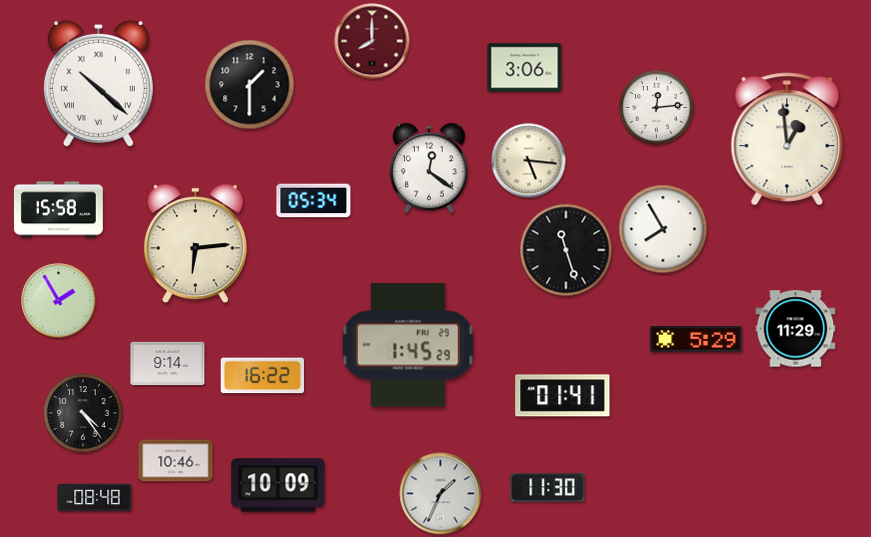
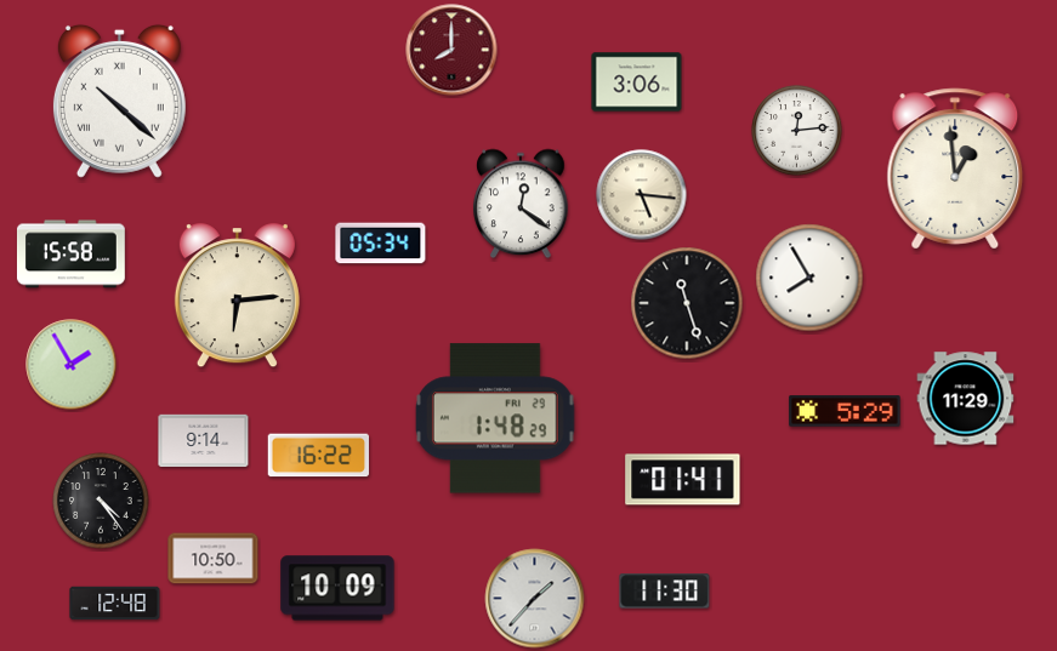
clock at (250, 85): 1:30 -> none
clock at (663, 229) position: (663, 229) -> (809, 278)
clock at (408, 345): 1:45 -> 1:48
clock at (176, 461): 10:46 -> 10:50
clock at (441, 494): 1:34 -> 1:37
clock at (95, 498): 08:48 -> 12:48
